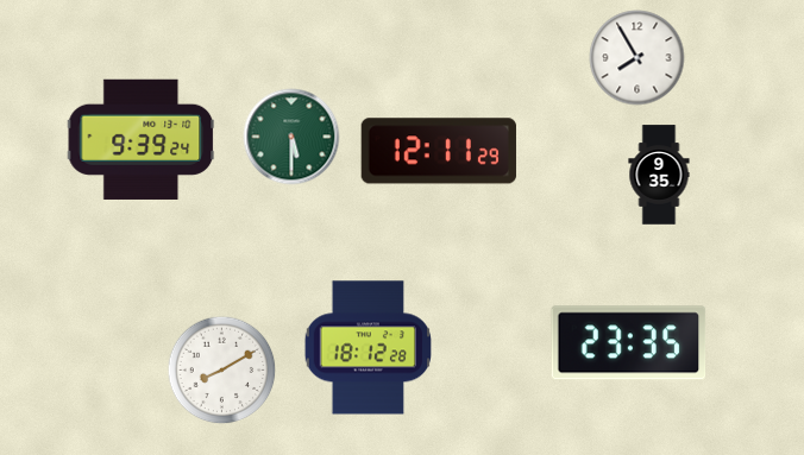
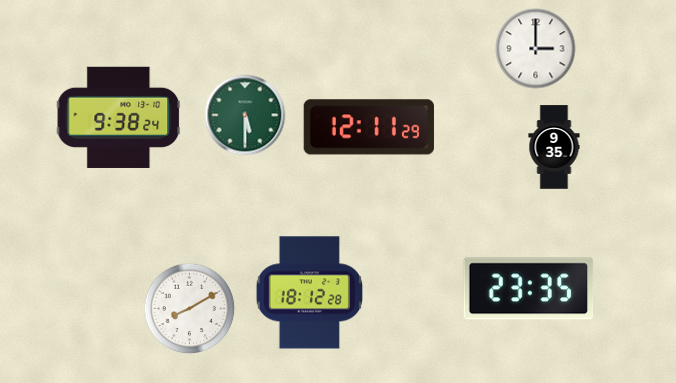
clock at (637, 58): 7:55 -> 3:00
clock at (142, 139): 9:39 -> 9:38
clock at (222, 371) position: (222, 371) -> (190, 309)
